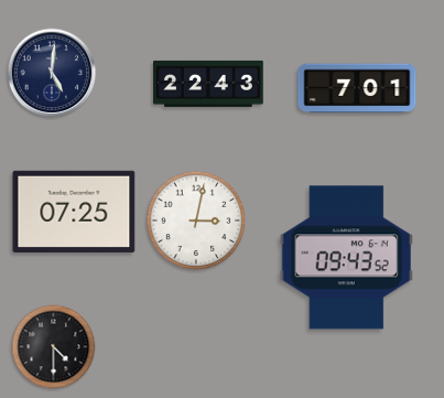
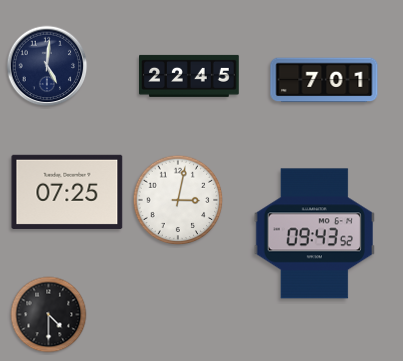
clock at (209, 84): 22:43 -> 22:45
